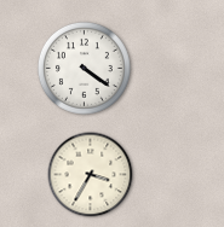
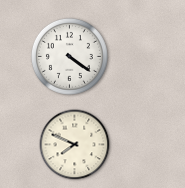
clock at (91, 175): 3:35 -> 7:49
